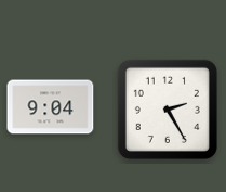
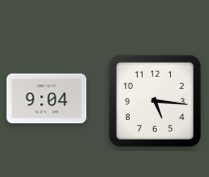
clock at (168, 110): 2:25 -> 5:16
